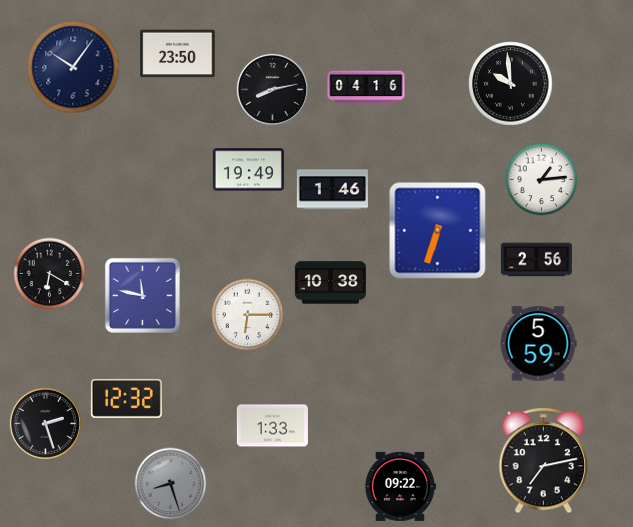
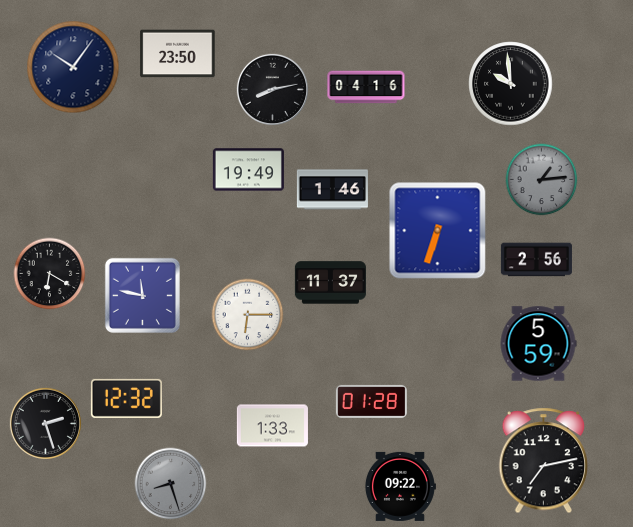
clock at (542, 180) dial: white -> grey
clock at (330, 283): 10:38 -> 11:37
clock at (371, 401): none -> 01:28
